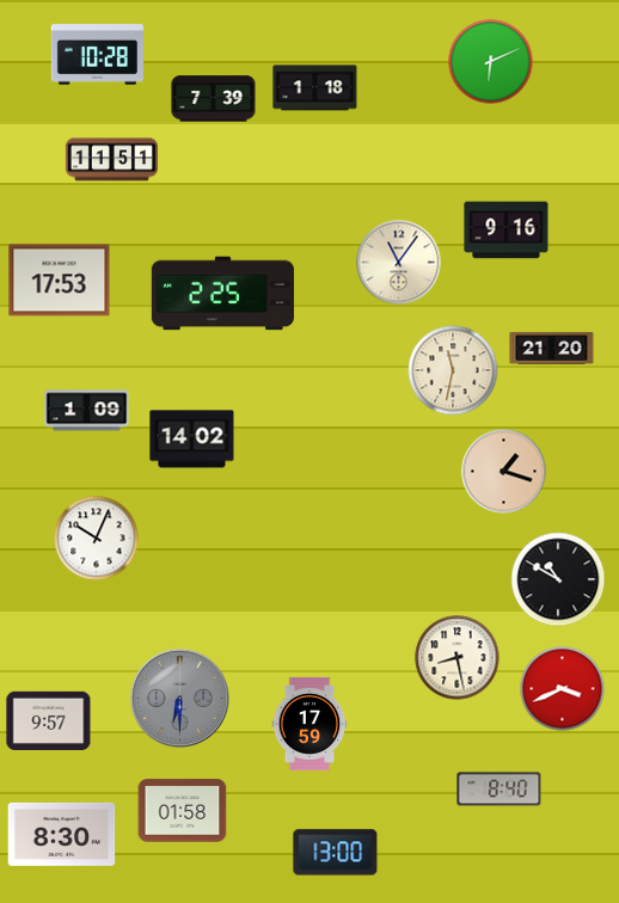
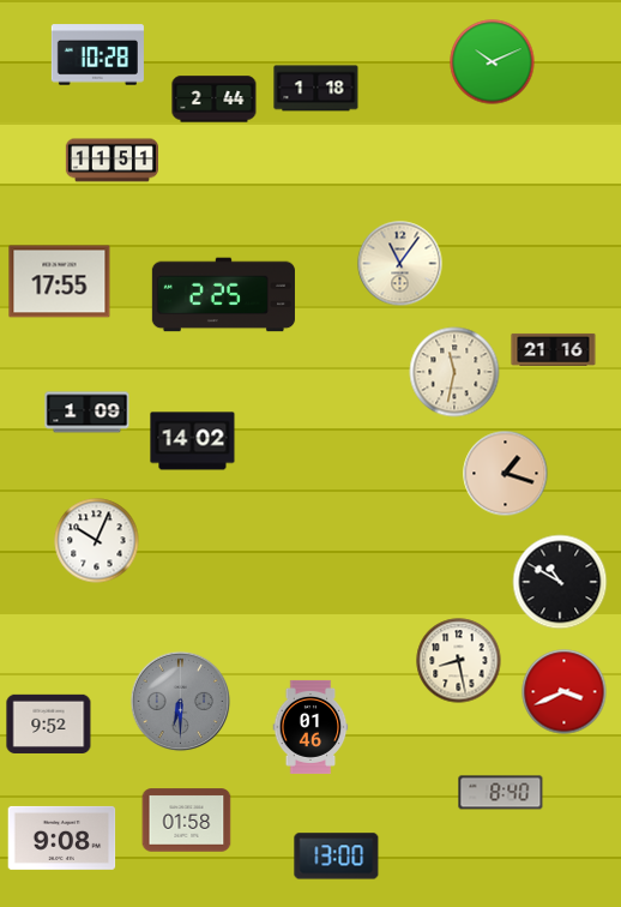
clock at (491, 62): 6:11 -> 10:11
clock at (214, 99): 7:39 -> 2:44
clock at (507, 231): 9:16 -> none
clock at (60, 281): 17:53 -> 17:55
clock at (552, 348): 21:20 -> 21:16
clock at (49, 720): 9:57 -> 9:52
clock at (309, 724): 17:59 -> 01:46
clock at (183, 811) position: (183, 811) -> (187, 821)
clock at (62, 834): 8:30 -> 9:08
